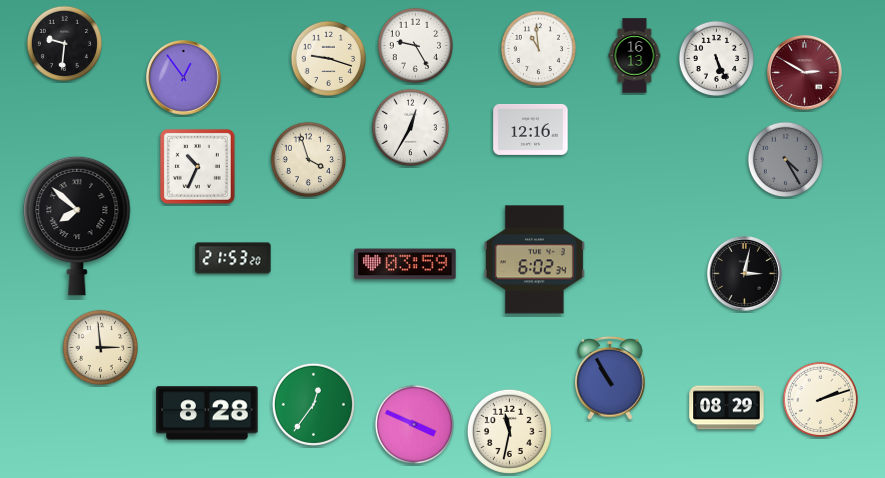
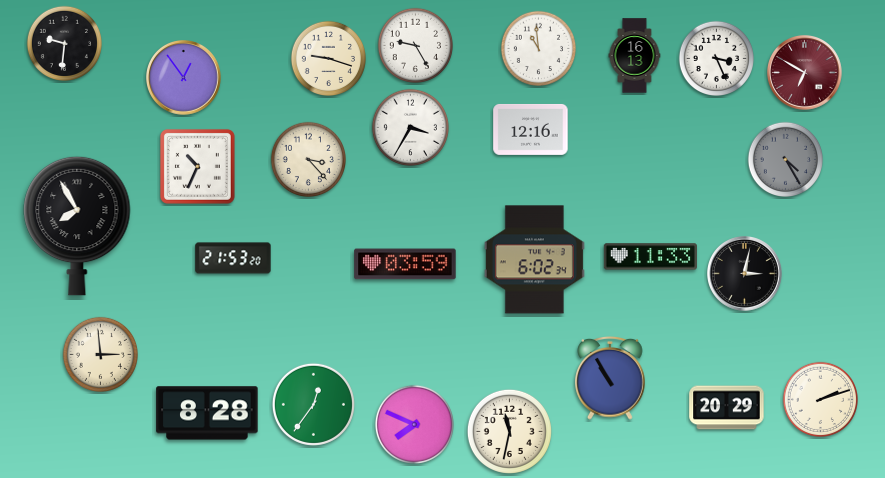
clock at (716, 58): 5:26 -> 3:26
clock at (805, 73): 2:50 -> 6:50
clock at (410, 127): 12:35 -> 3:35
clock at (308, 159): 3:57 -> 3:23
clock at (77, 226): 7:52 -> 7:55
clock at (650, 257): none -> 11:33
clock at (100, 347) position: (100, 347) -> (100, 354)
clock at (727, 408): 08:29 -> 20:29
clock at (414, 424): 3:49 -> 7:49
